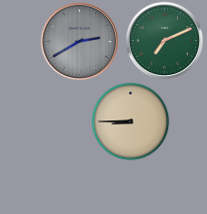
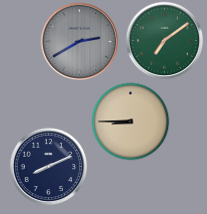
clock at (164, 40): 7:11 -> 7:09
clock at (48, 166): none -> 8:11
